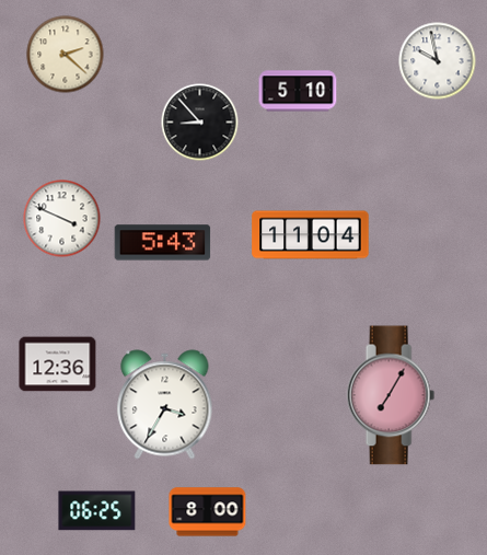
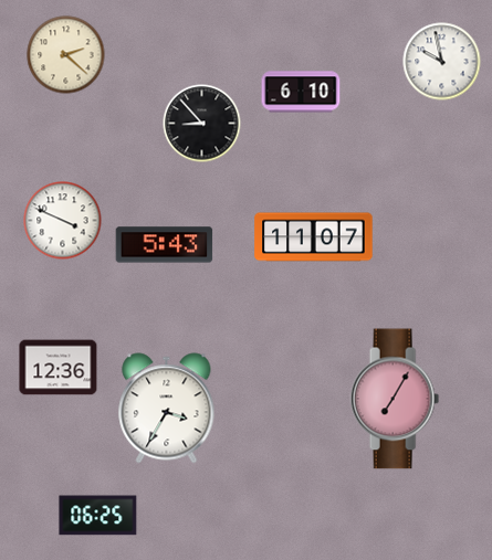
clock at (298, 91): 5:10 -> 6:10
clock at (311, 235): 11:04 -> 11:07
clock at (208, 512): 8:00 -> none
